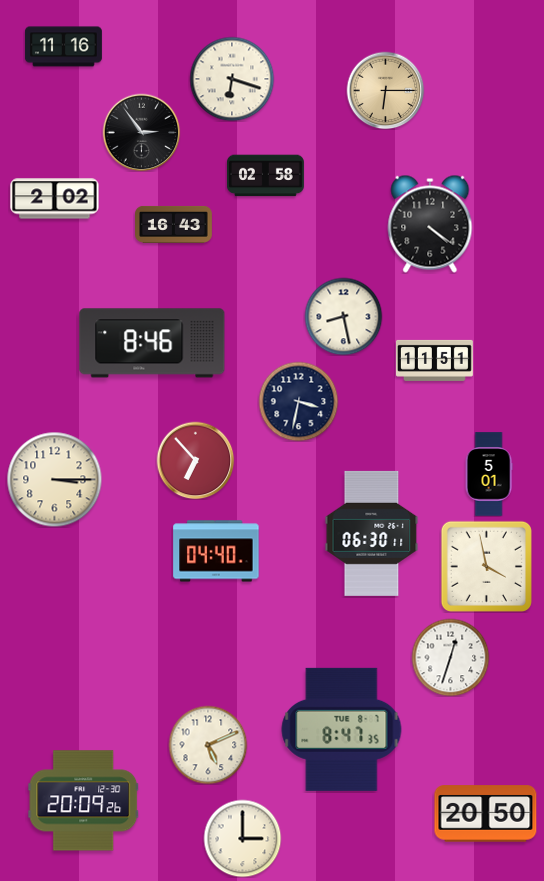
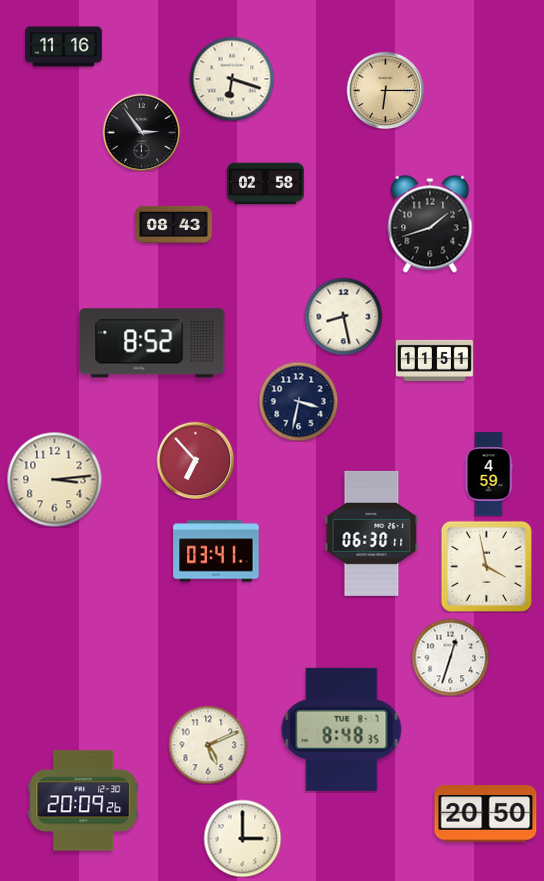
clock at (265, 176) position: (265, 176) -> (265, 184)
clock at (55, 199): 2:02 -> none
clock at (174, 224): 16:43 -> 08:43
clock at (430, 224): 4:21 -> 1:42
clock at (152, 343): 8:46 -> 8:52
clock at (489, 474): 5:01 -> 4:59
clock at (54, 479): 3:15 -> 3:14
clock at (216, 551): 04:40 -> 03:41
clock at (342, 729): 8:47 -> 8:48
